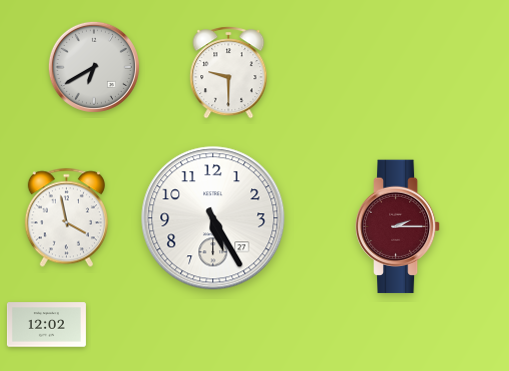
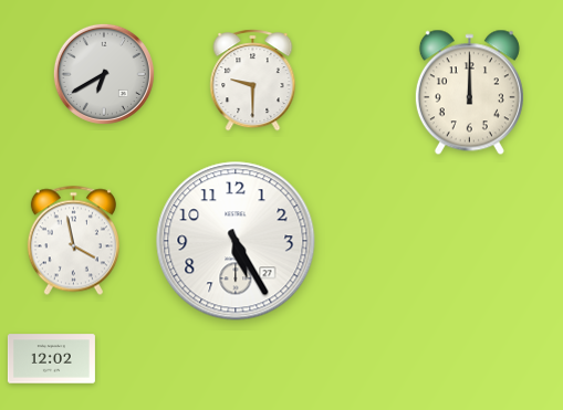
clock at (469, 93): none -> 12:00
clock at (398, 227): 2:15 -> none
